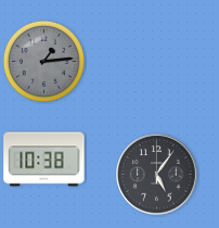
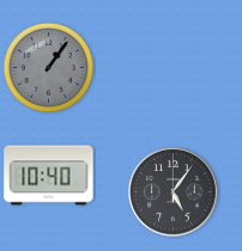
clock at (43, 61): 1:14 -> 1:06
clock at (44, 160): 10:38 -> 10:40
